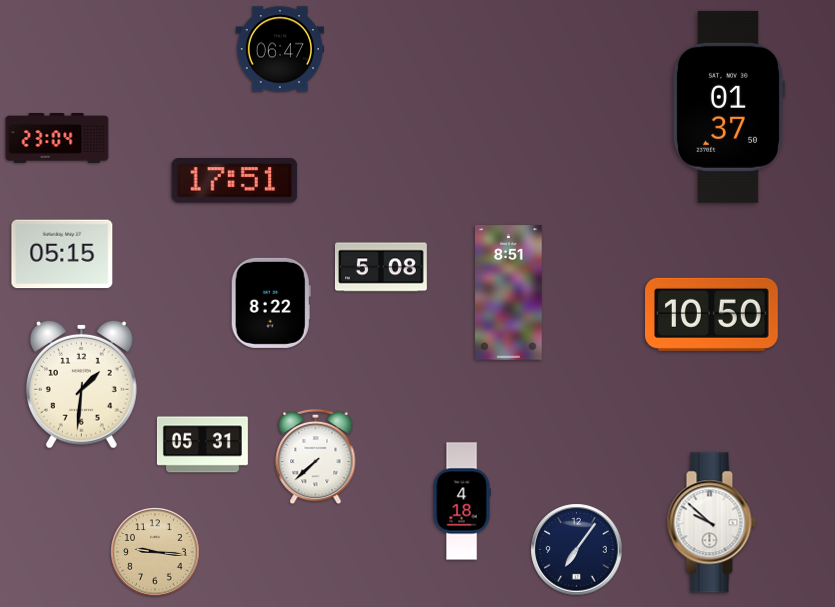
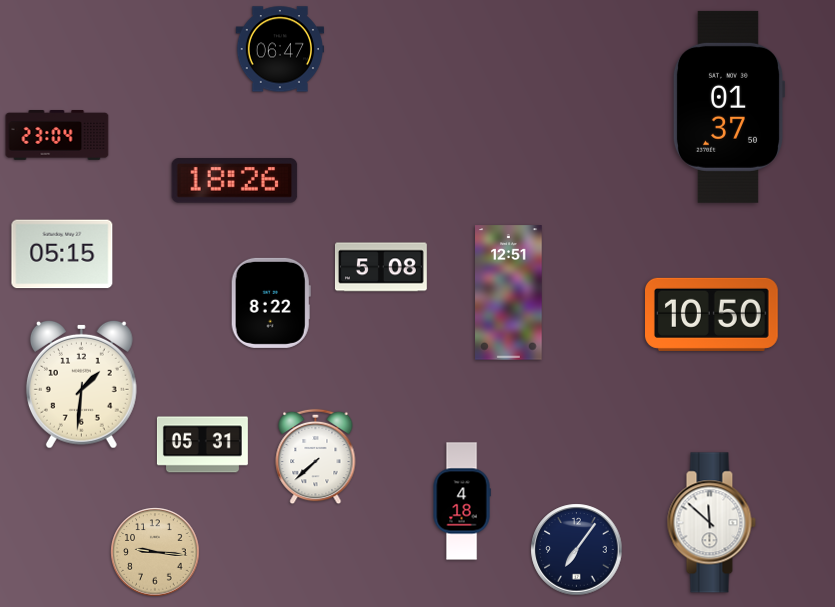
clock at (57, 139) position: (57, 139) -> (57, 136)
clock at (235, 181): 17:51 -> 18:26
clock at (509, 293): 8:51 -> 12:51
clock at (711, 523): 9:52 -> 11:52
